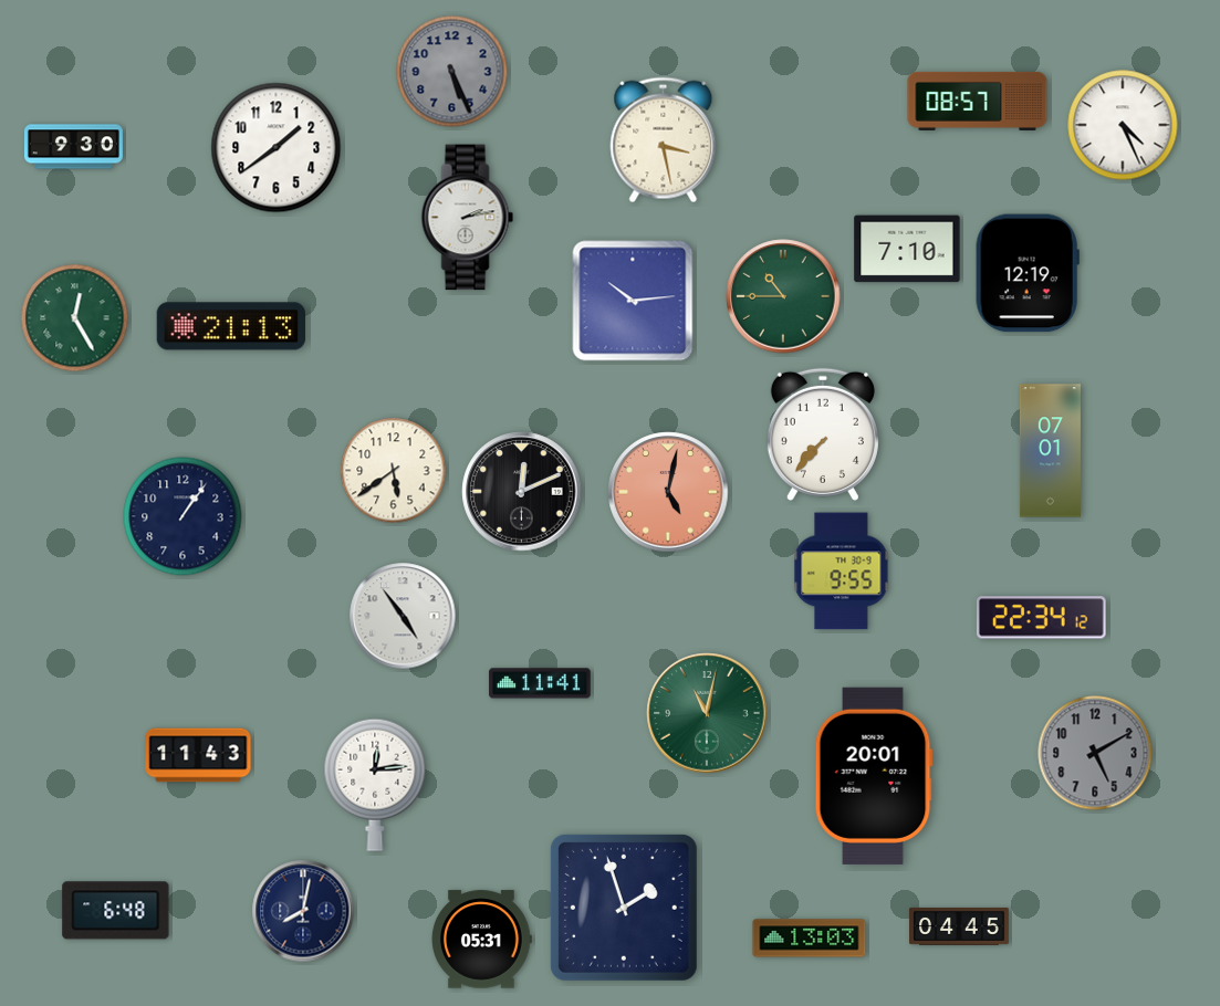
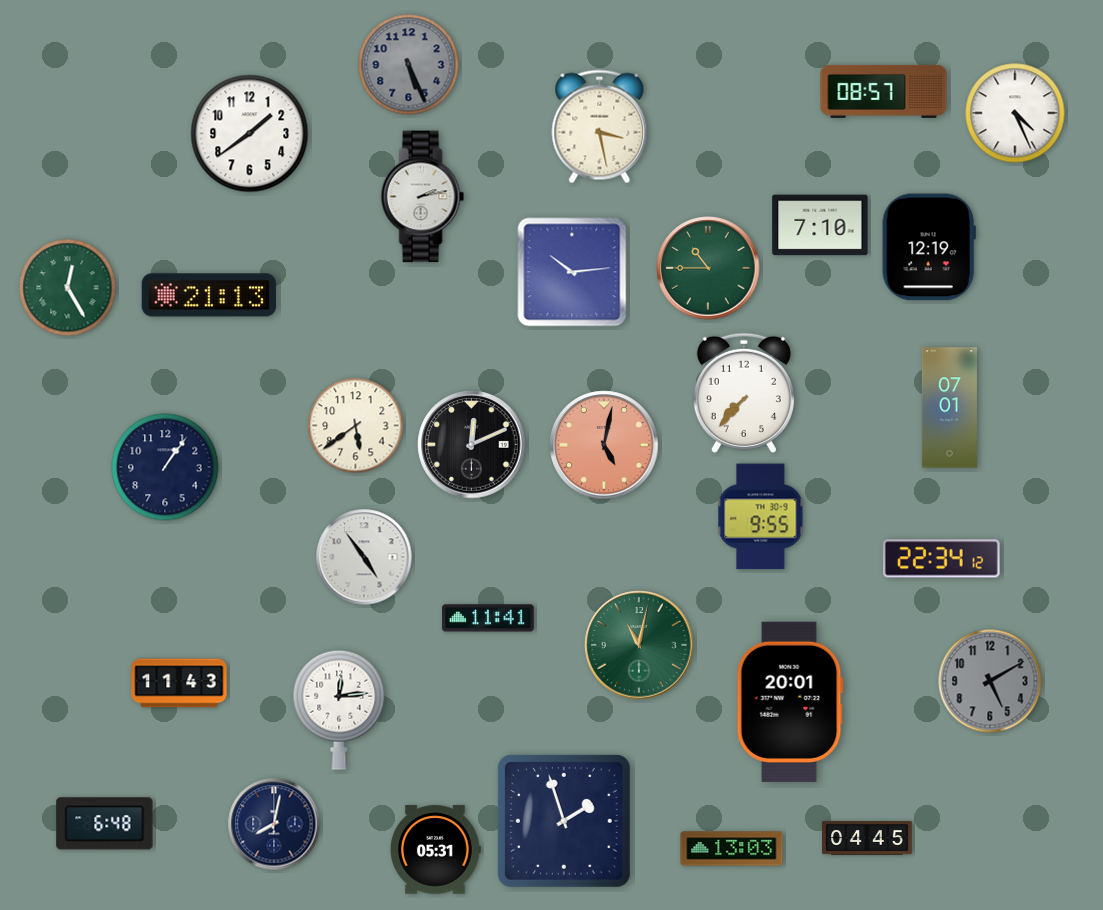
clock at (73, 147): 9:30 -> none
